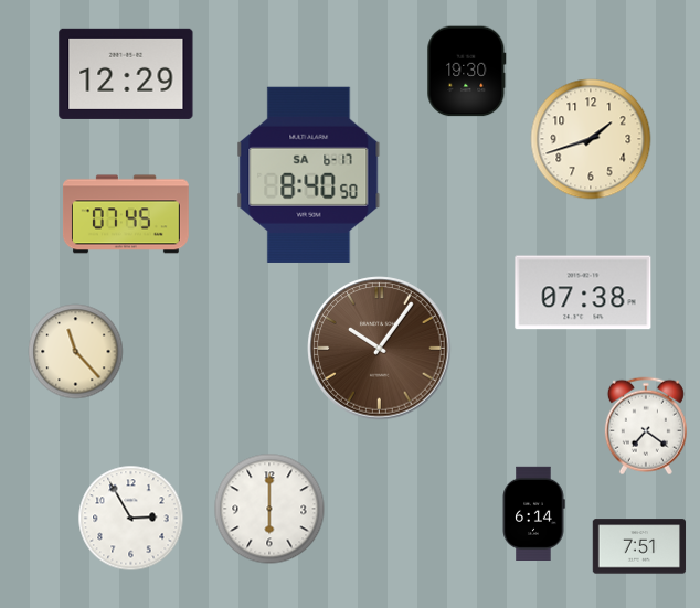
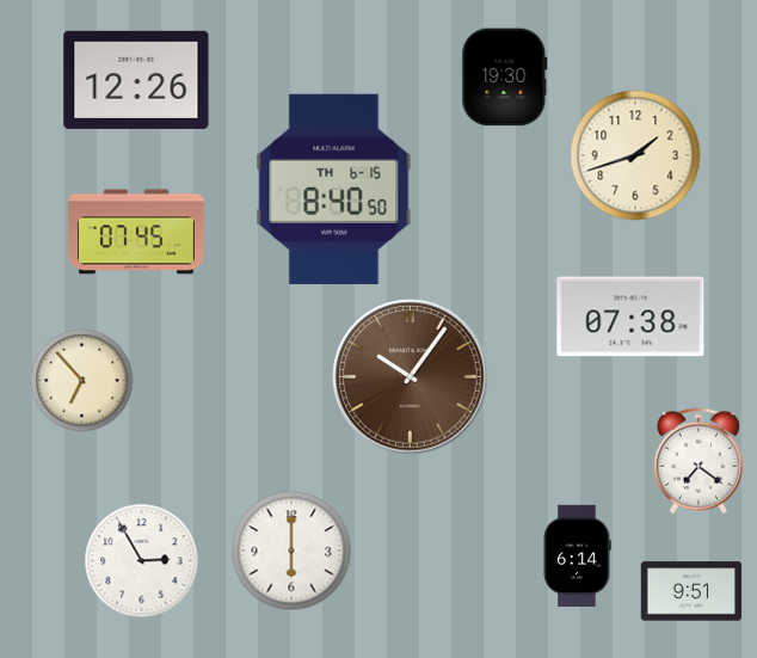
clock at (126, 74): 12:29 -> 12:26
clock at (591, 139) position: (591, 139) -> (635, 155)
clock at (309, 174) date: SA 6-17 -> TH 6-15
clock at (76, 352): 11:23 -> 6:53
clock at (639, 546): 7:51 -> 9:51
